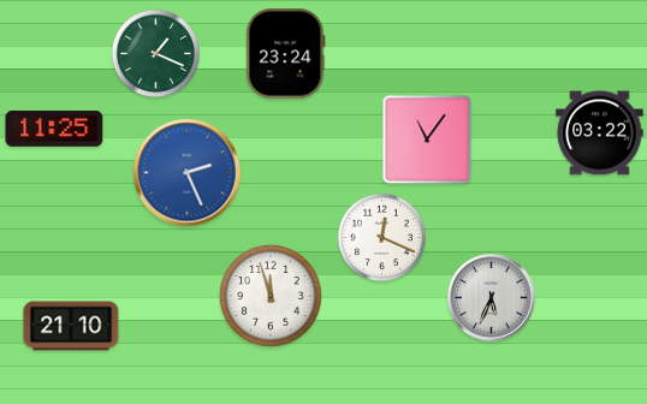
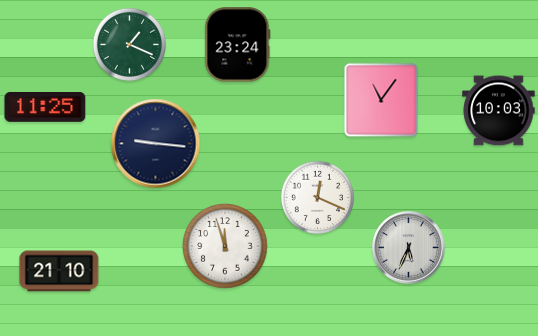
clock at (600, 133): 03:22 -> 10:03
clock at (427, 139) position: (427, 139) -> (381, 100)
clock at (188, 173): 2:26 -> 9:16
clock at (188, 173) dial: blue -> navy
